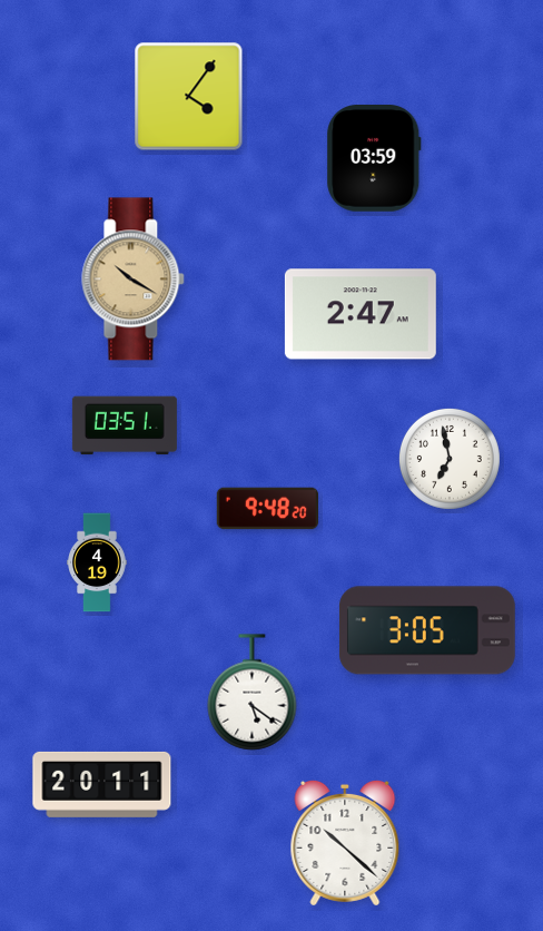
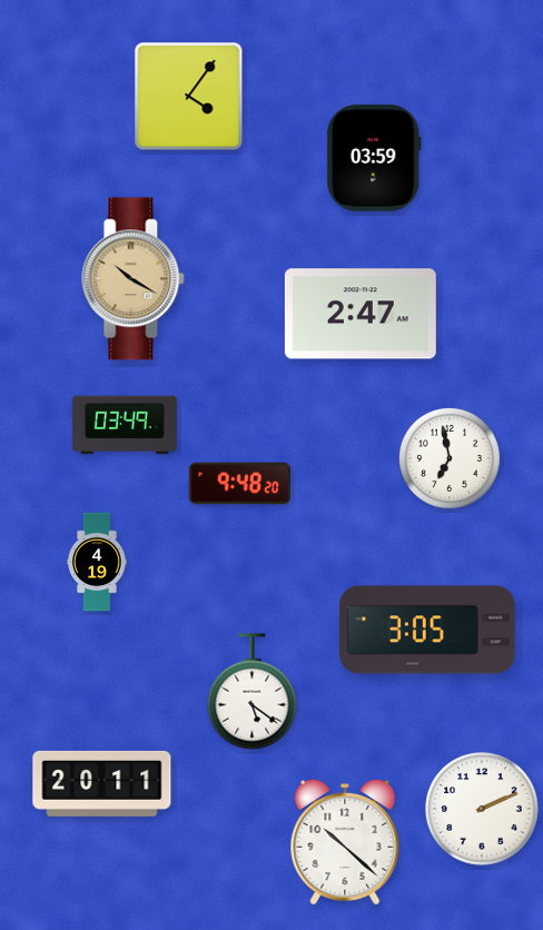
clock at (125, 425): 03:51 -> 03:49
clock at (267, 509) position: (267, 509) -> (239, 484)
clock at (482, 809): none -> 2:11
